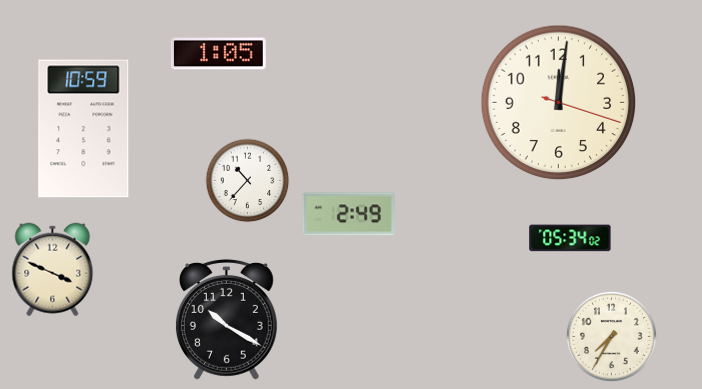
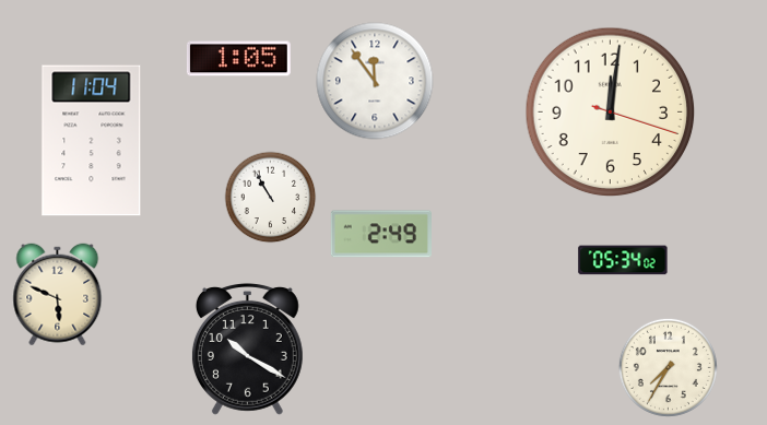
clock at (375, 81): none -> 11:54
clock at (84, 129): 10:59 -> 11:04
clock at (248, 181): 10:37 -> 10:55
clock at (53, 270): 3:49 -> 5:49
